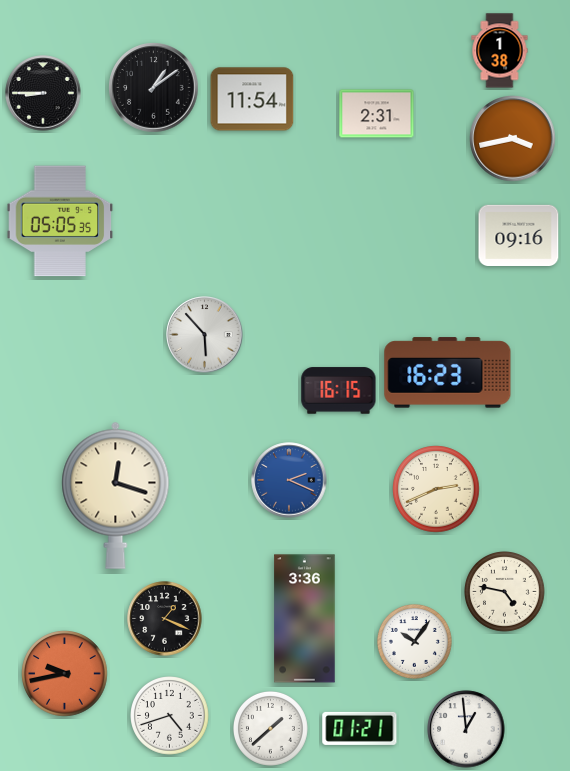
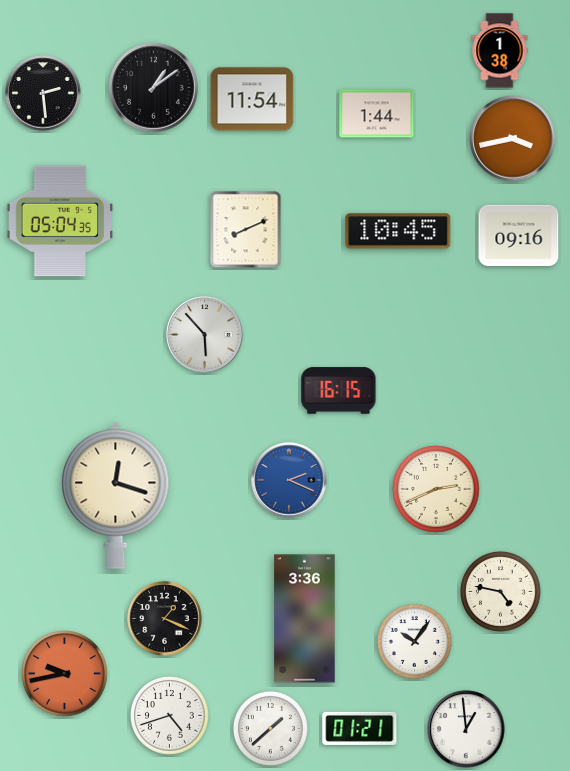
clock at (43, 93): 8:45 -> 2:29
clock at (377, 114): 2:31 -> 1:44
clock at (60, 221): 05:05 -> 05:04
clock at (246, 230): none -> 8:11
clock at (398, 231): none -> 10:45
clock at (448, 373): 16:23 -> none
clock at (505, 592) position: (505, 592) -> (501, 592)
